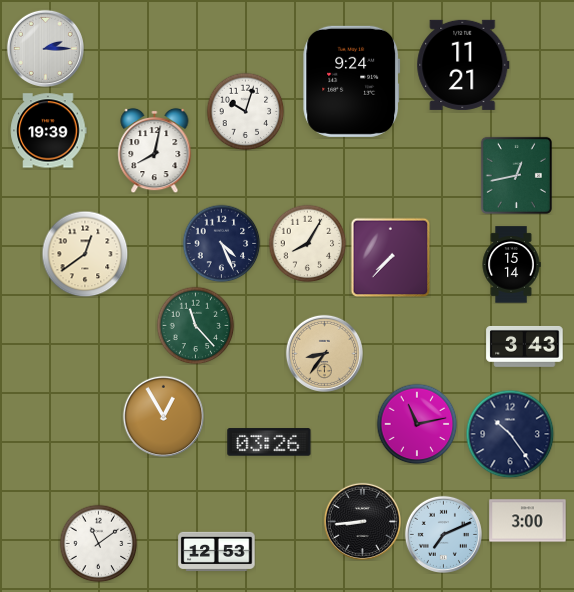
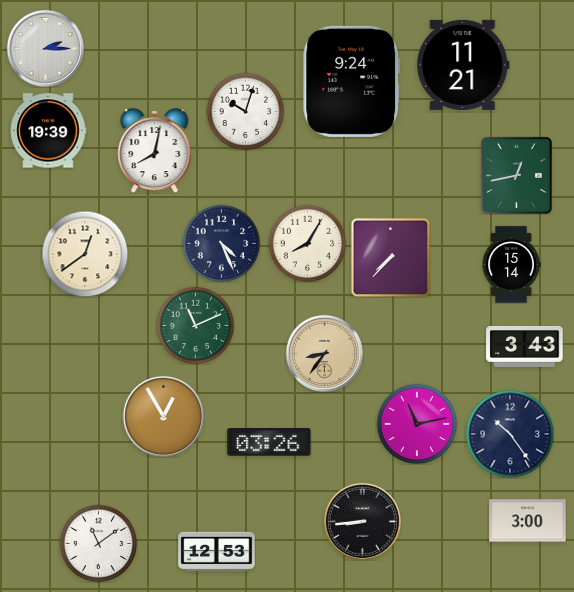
clock at (195, 325): 11:23 -> 11:11
clock at (443, 534): 7:11 -> none
